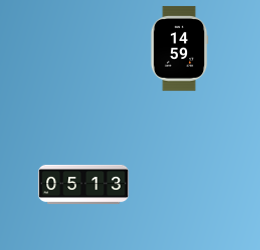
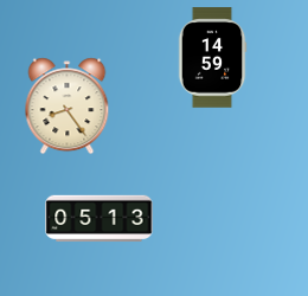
clock at (68, 105): none -> 8:24
